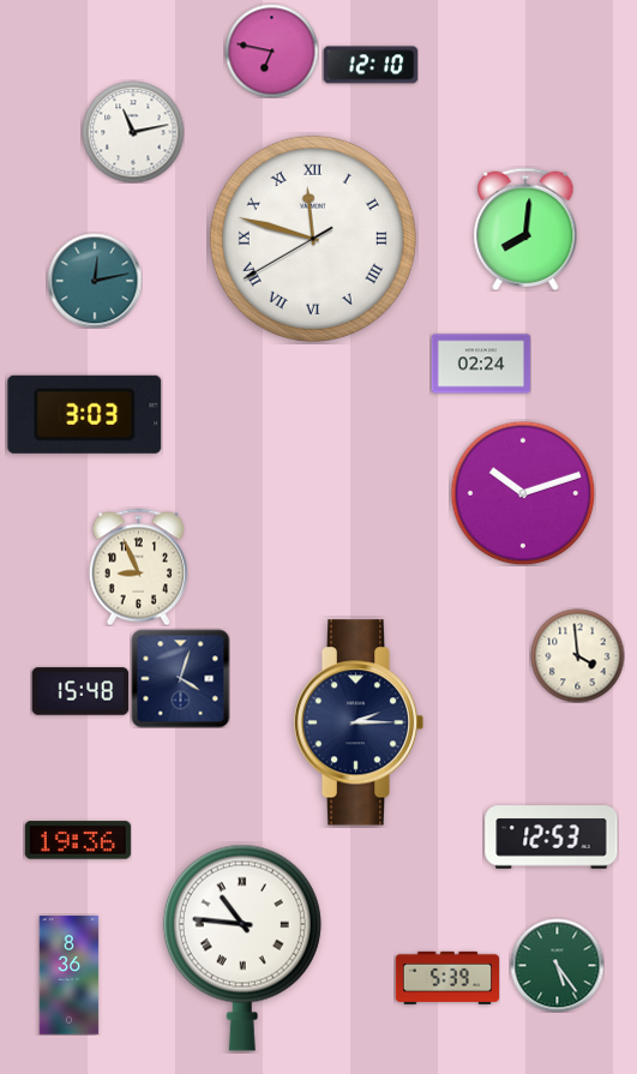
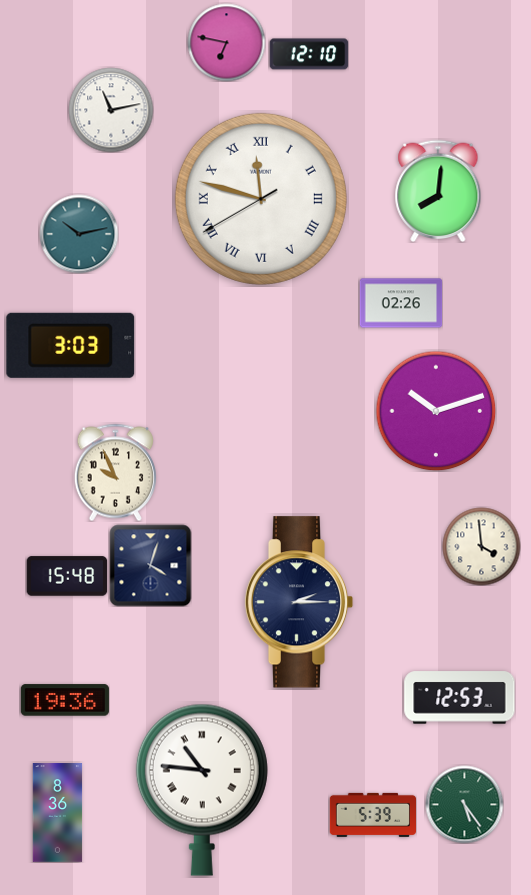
clock at (95, 281): 12:13 -> 10:13
clock at (481, 364): 02:24 -> 02:26
clock at (138, 566): 8:56 -> 9:56
